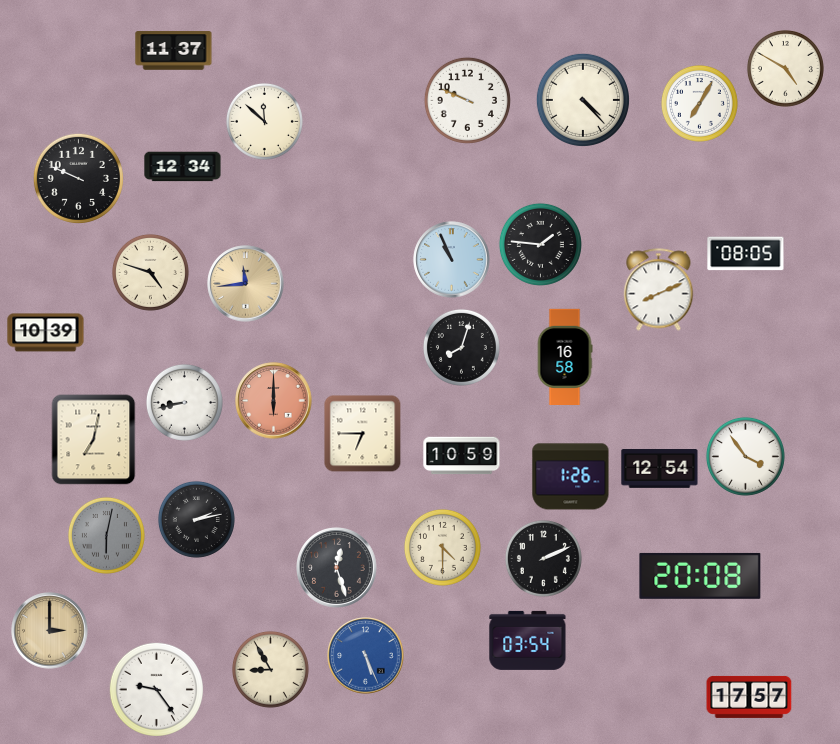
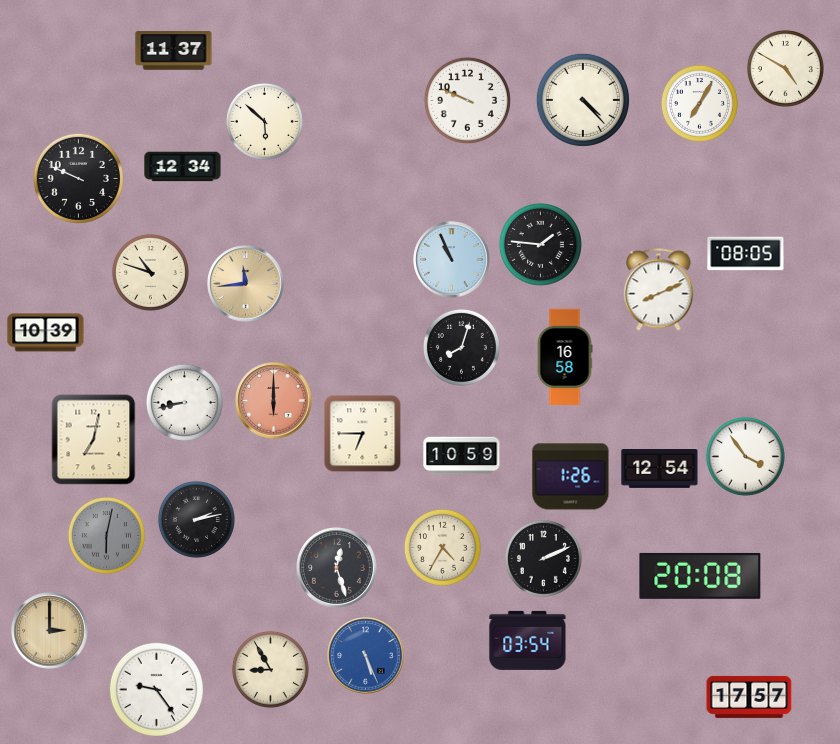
clock at (264, 121): 11:52 -> 5:52
clock at (150, 272): 4:48 -> 10:48
clock at (442, 547): 4:30 -> 4:35
